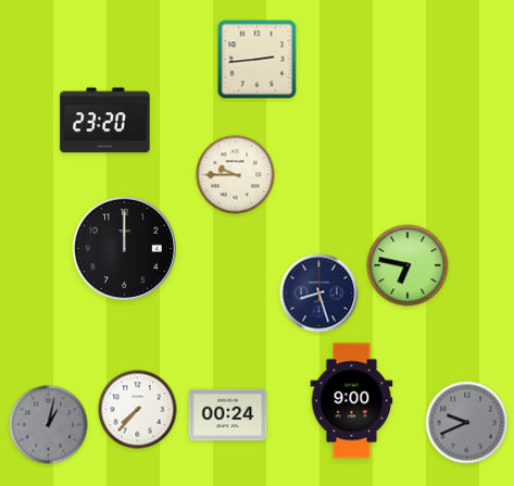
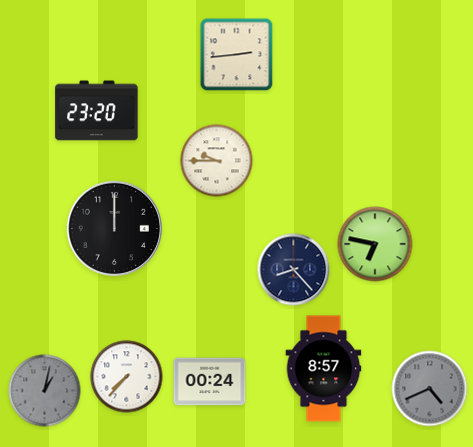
clock at (319, 294): 8:27 -> 8:23
clock at (352, 401): 9:00 -> 8:57
clock at (467, 423): 9:41 -> 4:41
